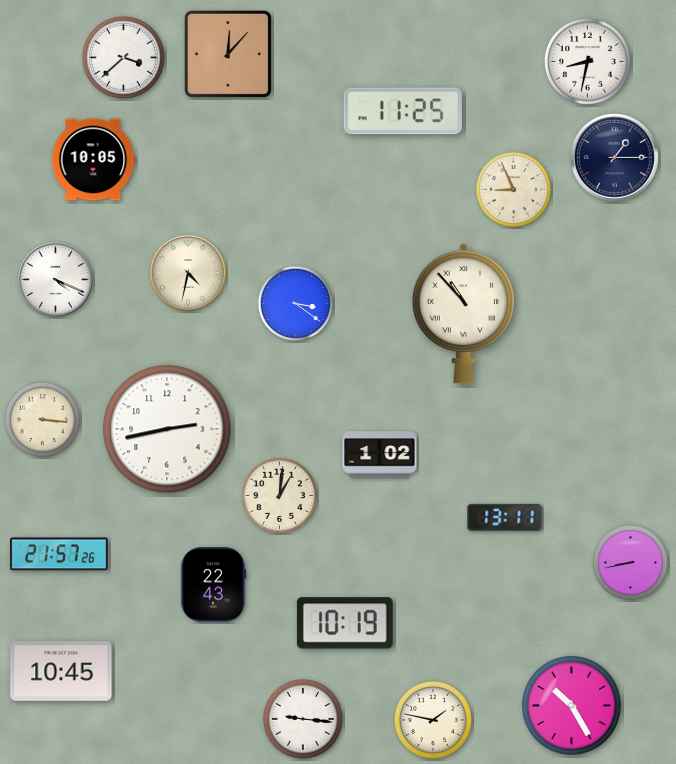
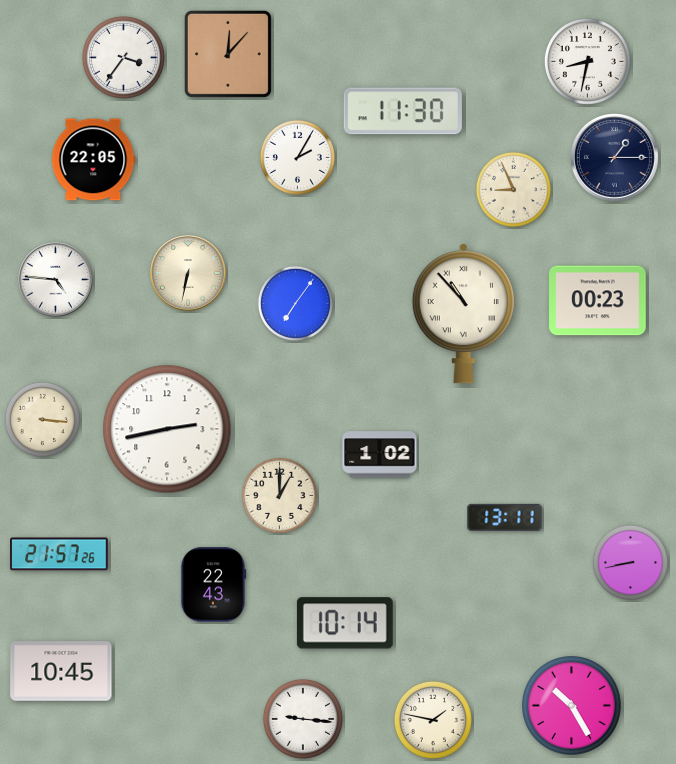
clock at (123, 57): 3:38 -> 3:36
clock at (403, 111): 11:25 -> 11:30
clock at (297, 157): none -> 2:05
clock at (93, 160): 10:05 -> 22:05
clock at (188, 273): 4:32 -> 6:32
clock at (56, 280): 4:19 -> 4:46
clock at (598, 301): none -> 00:23
clock at (295, 303): 3:21 -> 7:06
clock at (279, 495): 1:01 -> 1:00
clock at (345, 623): 10:19 -> 10:14
